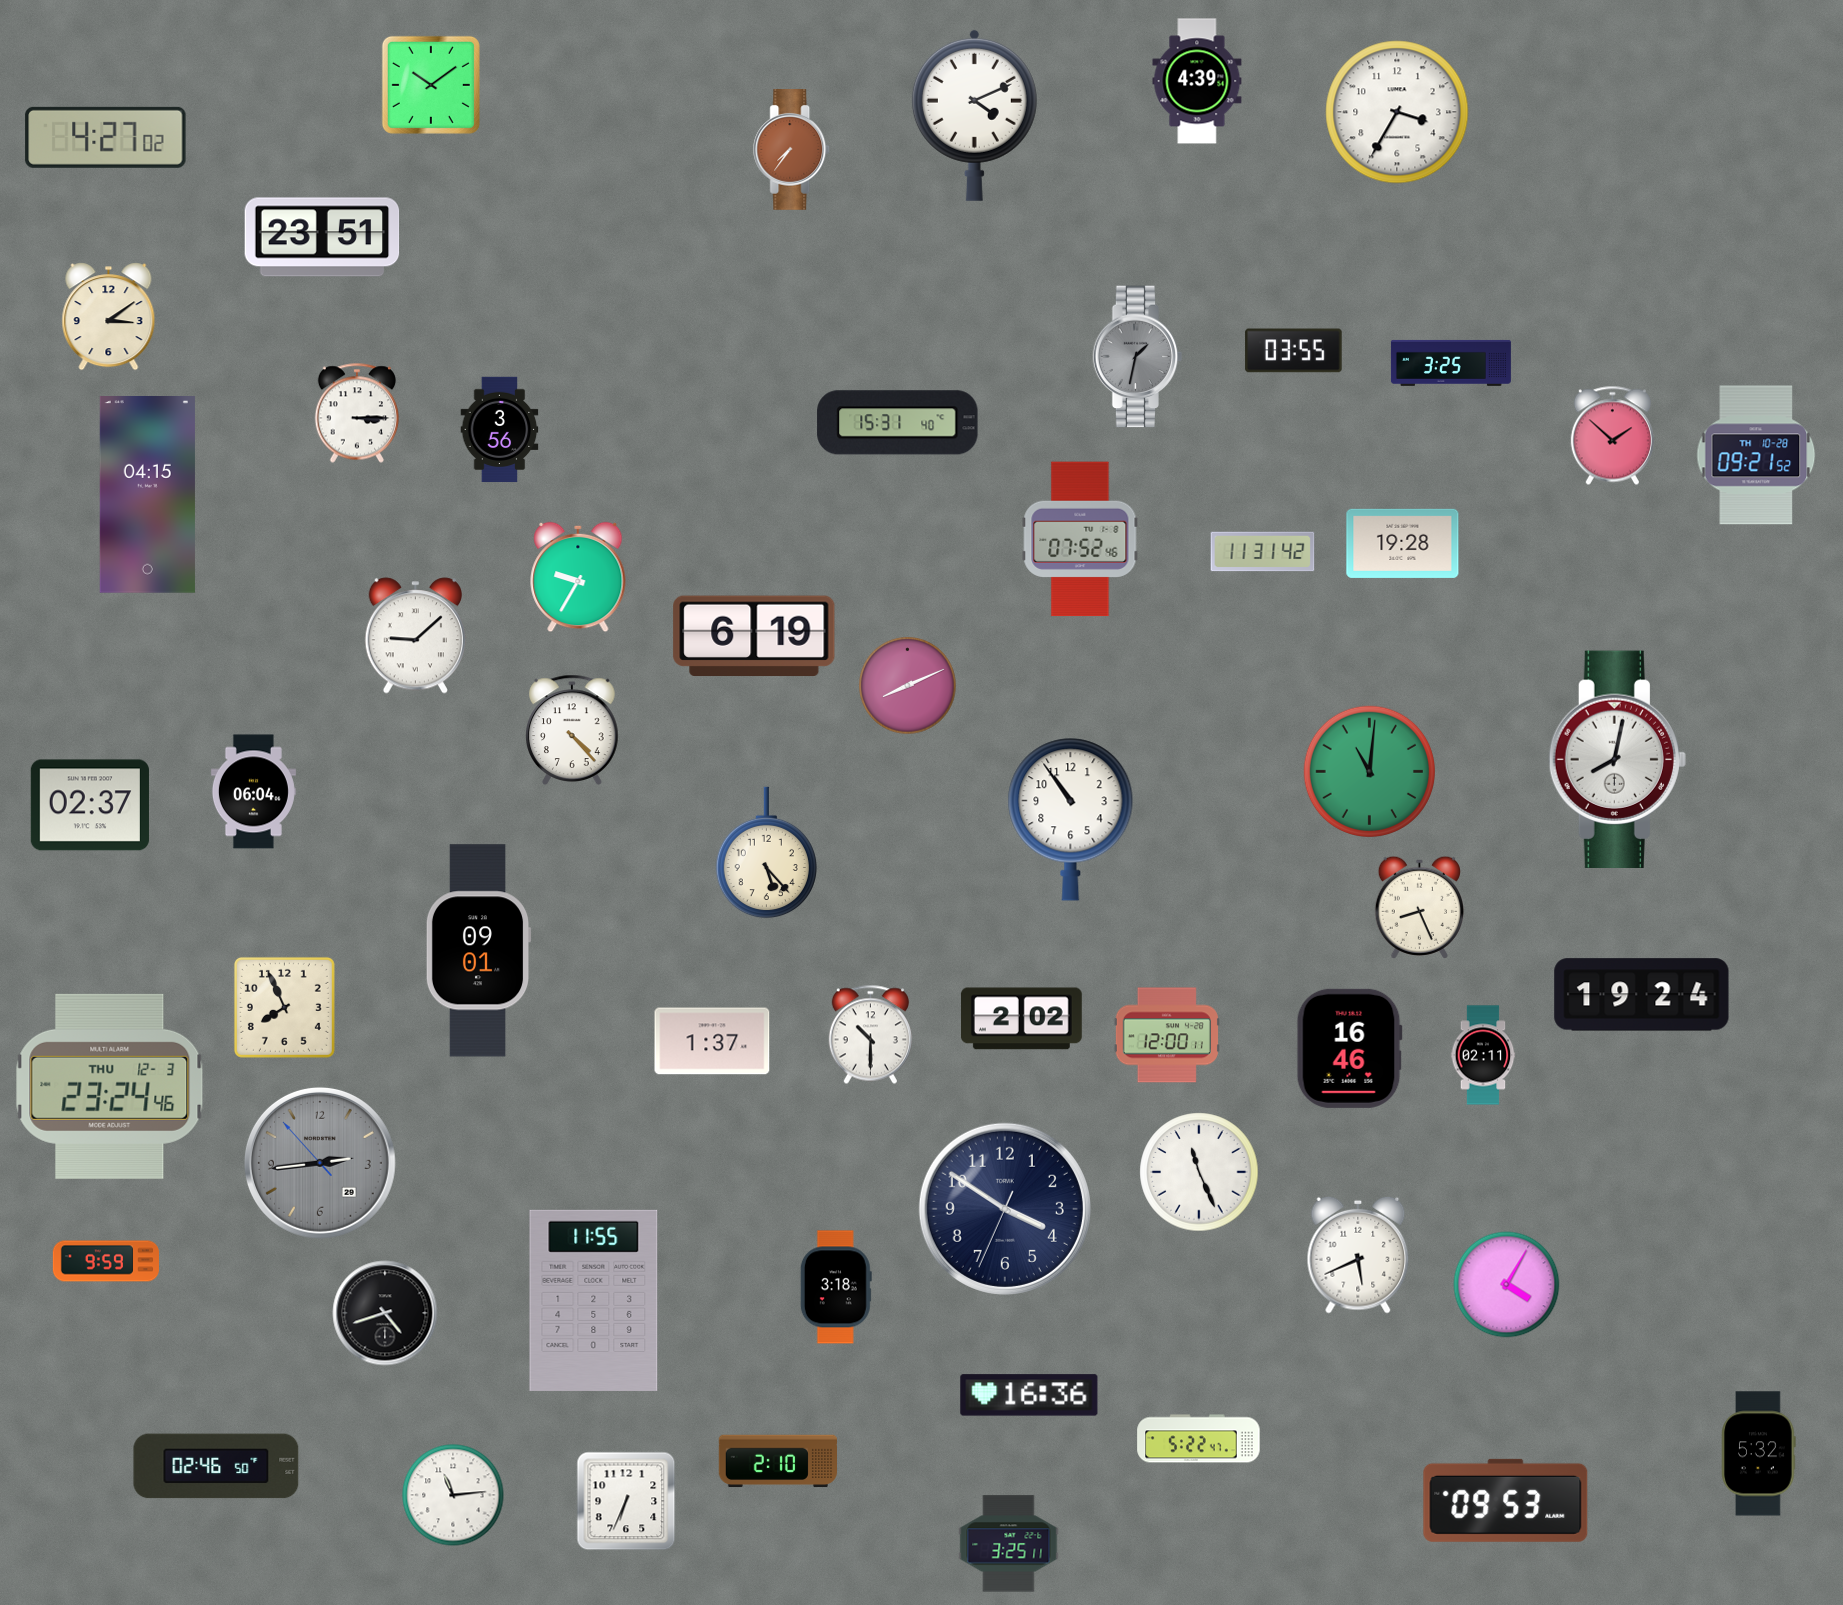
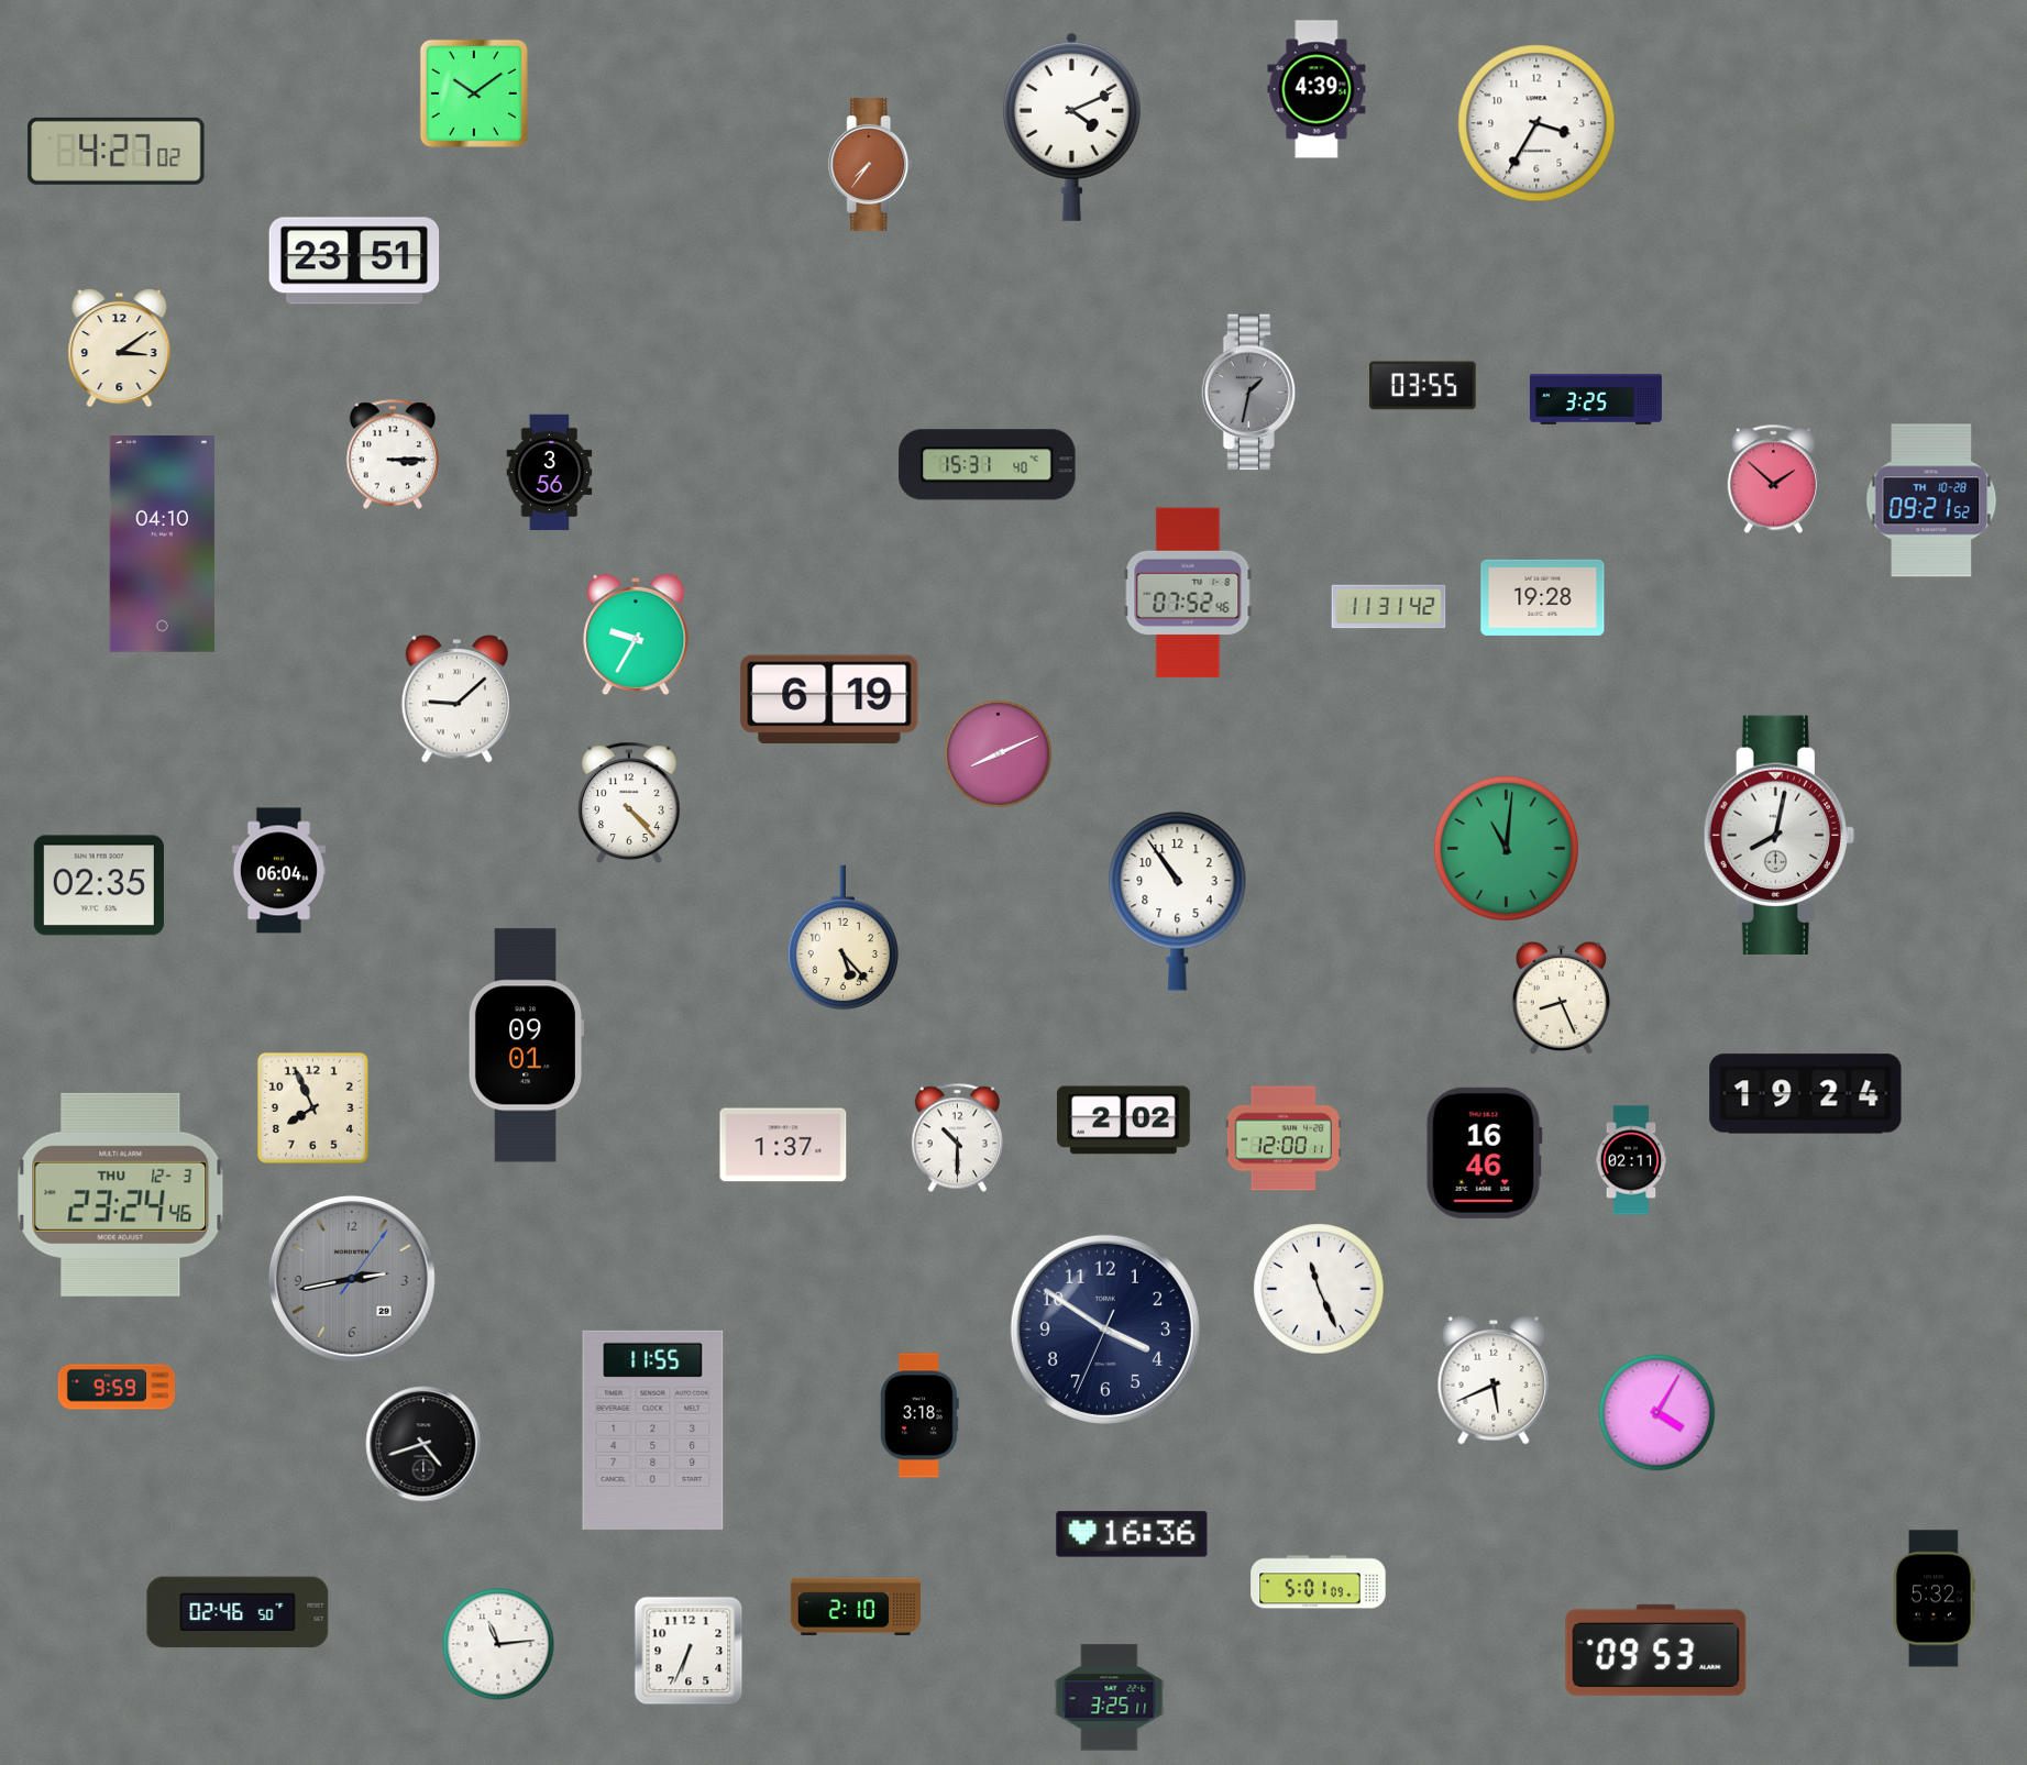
clock at (147, 495): 04:15 -> 04:10
clock at (90, 805): 02:37 -> 02:35
clock at (320, 1163): 2:43:53 -> 2:43:06
clock at (1199, 1439): 5:22 -> 5:01
